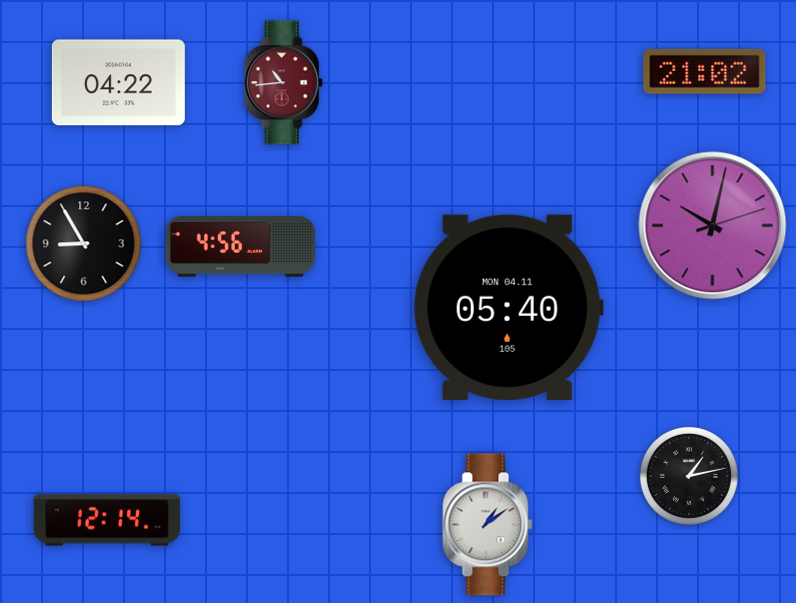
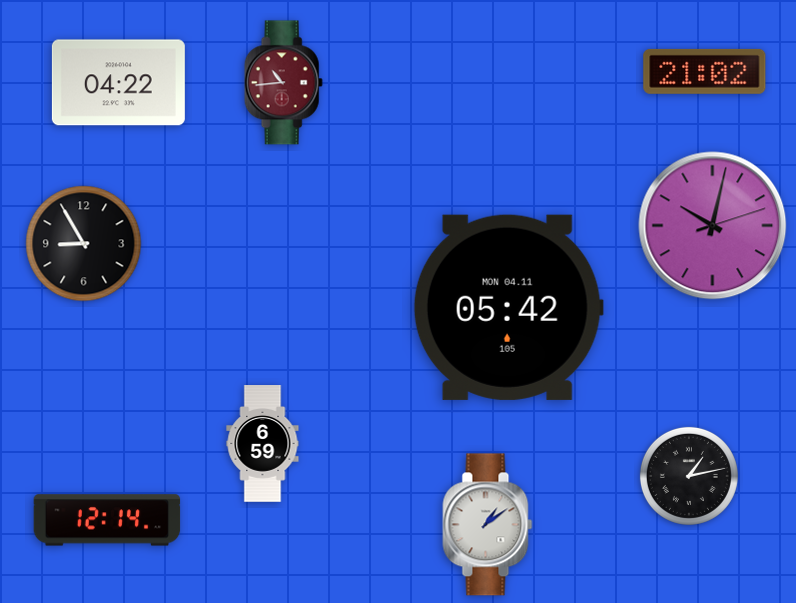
clock at (240, 247): 4:56 -> none
clock at (508, 307): 05:40 -> 05:42
clock at (263, 444): none -> 6:59
